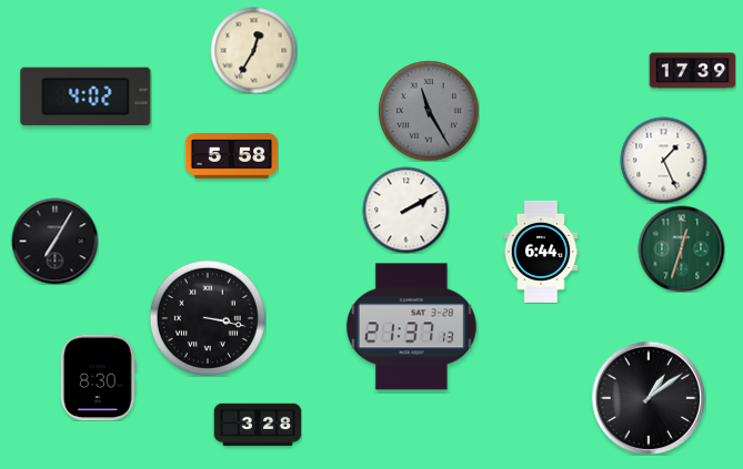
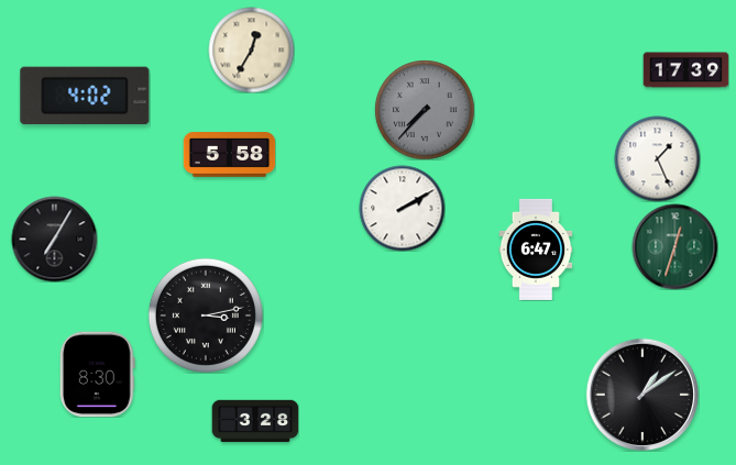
clock at (429, 111): 11:25 -> 7:37
clock at (541, 252): 6:44 -> 6:47
clock at (208, 318): 3:17 -> 3:13
clock at (411, 327): 21:37 -> none
